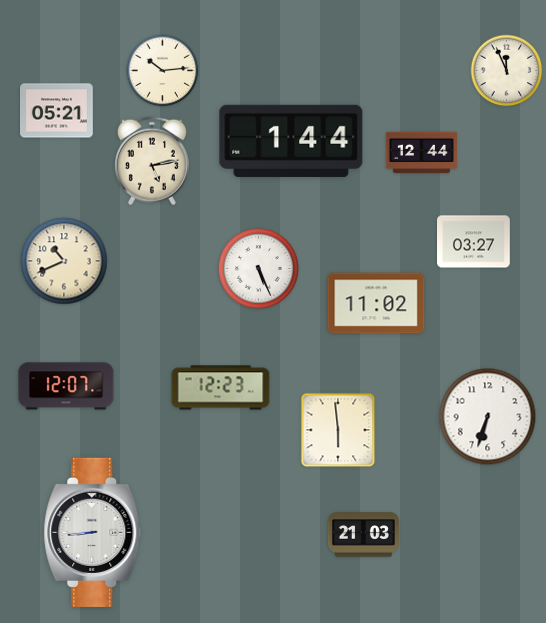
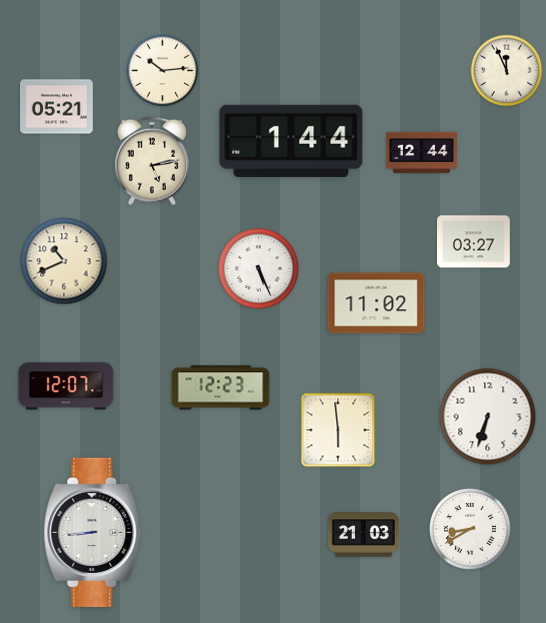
clock at (57, 111) position: (57, 111) -> (57, 107)
clock at (471, 530): none -> 8:40
